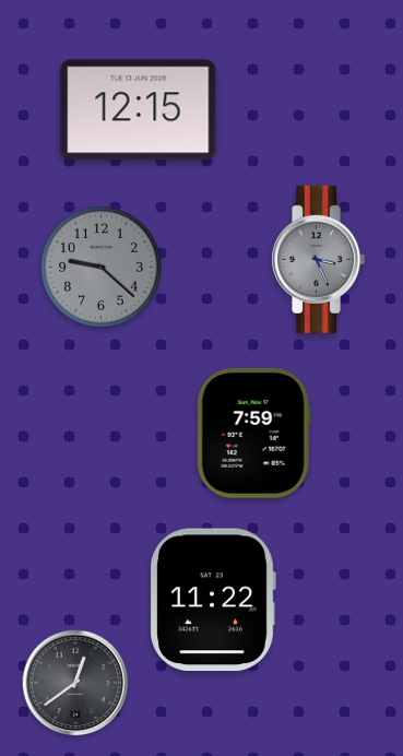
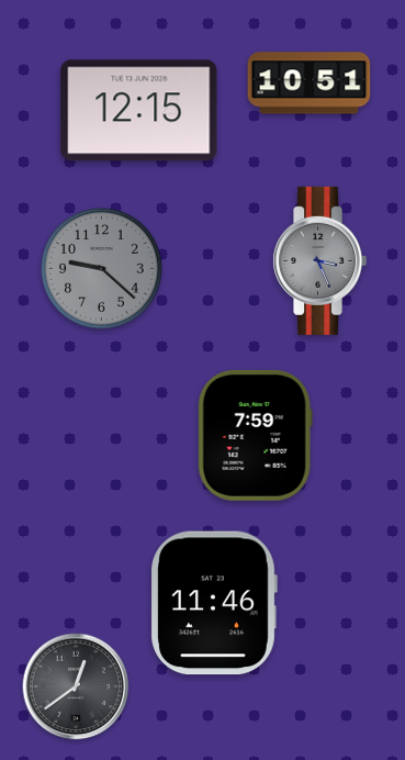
clock at (310, 83): none -> 10:51
clock at (213, 600): 11:22 -> 11:46
